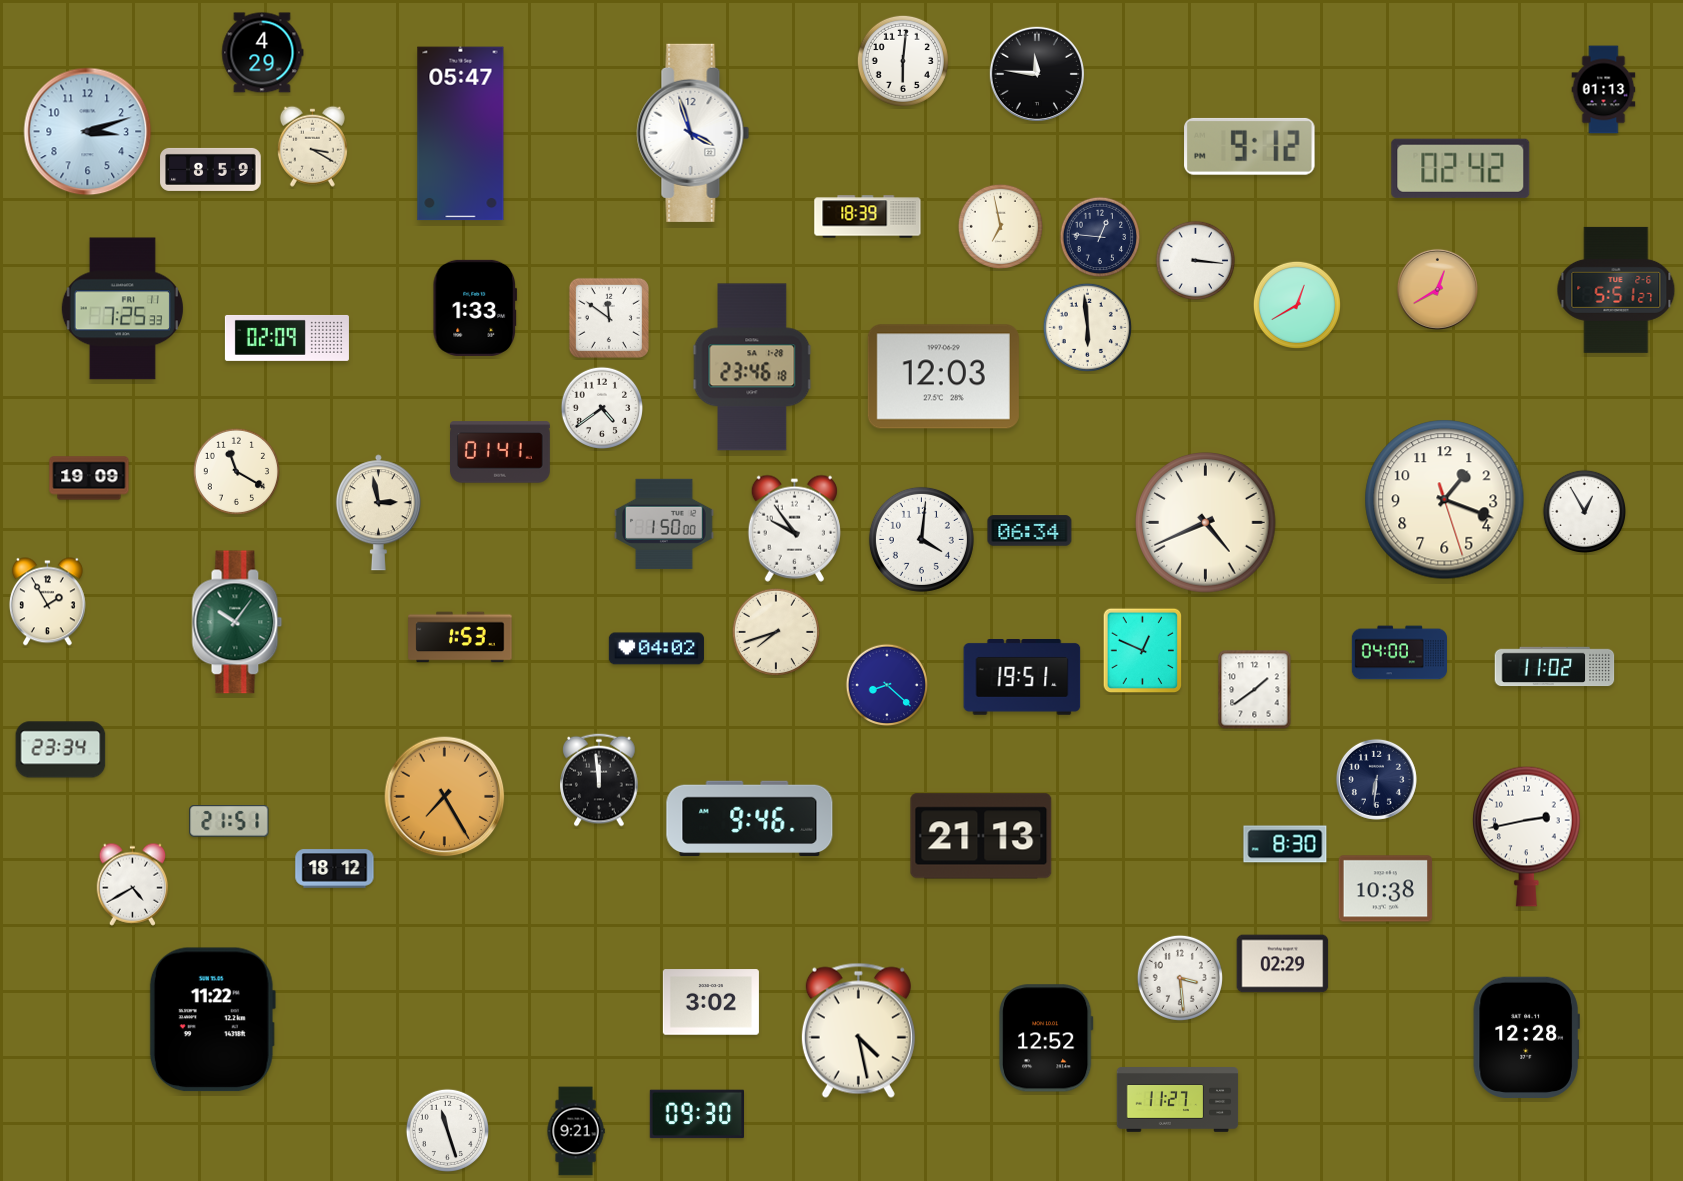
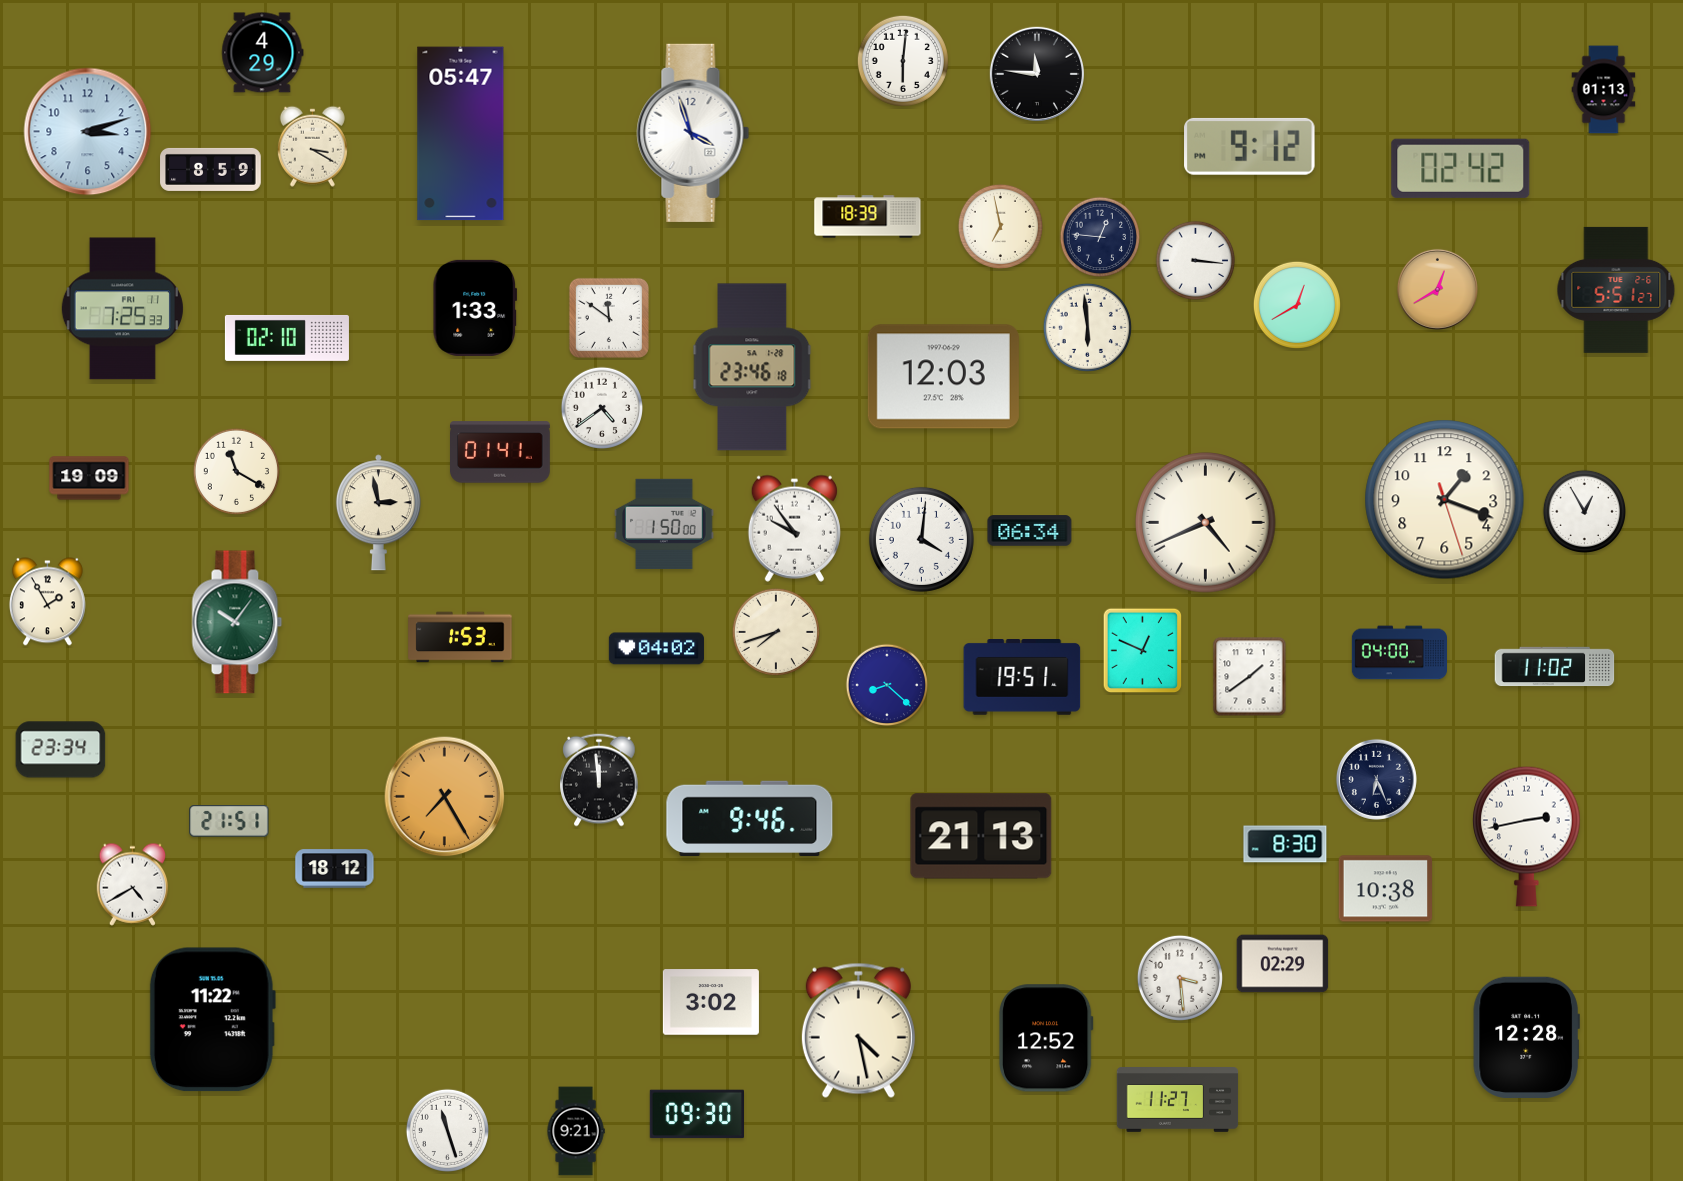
clock at (287, 338): 02:09 -> 02:10
clock at (1255, 690) position: (1255, 690) -> (1250, 677)
clock at (1376, 779): 6:31 -> 6:26
